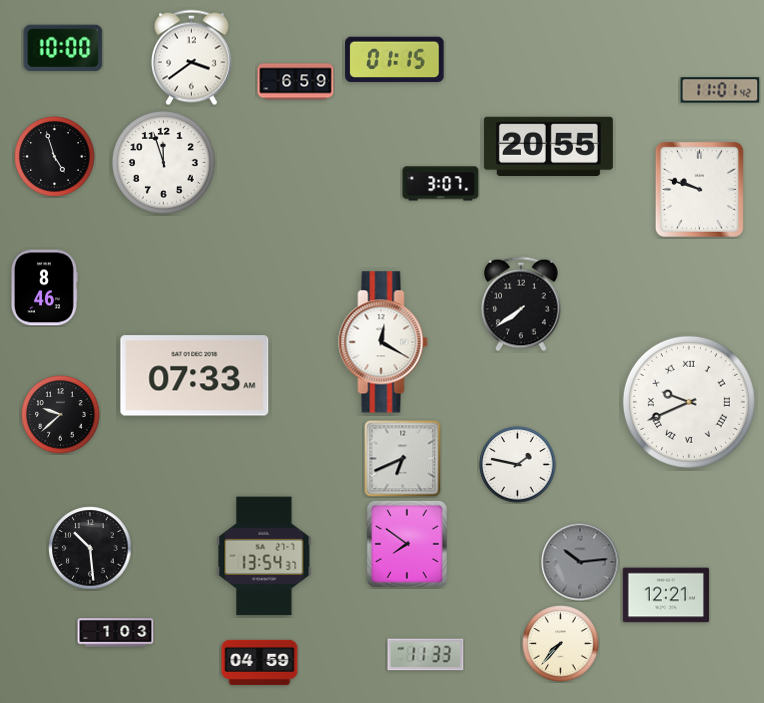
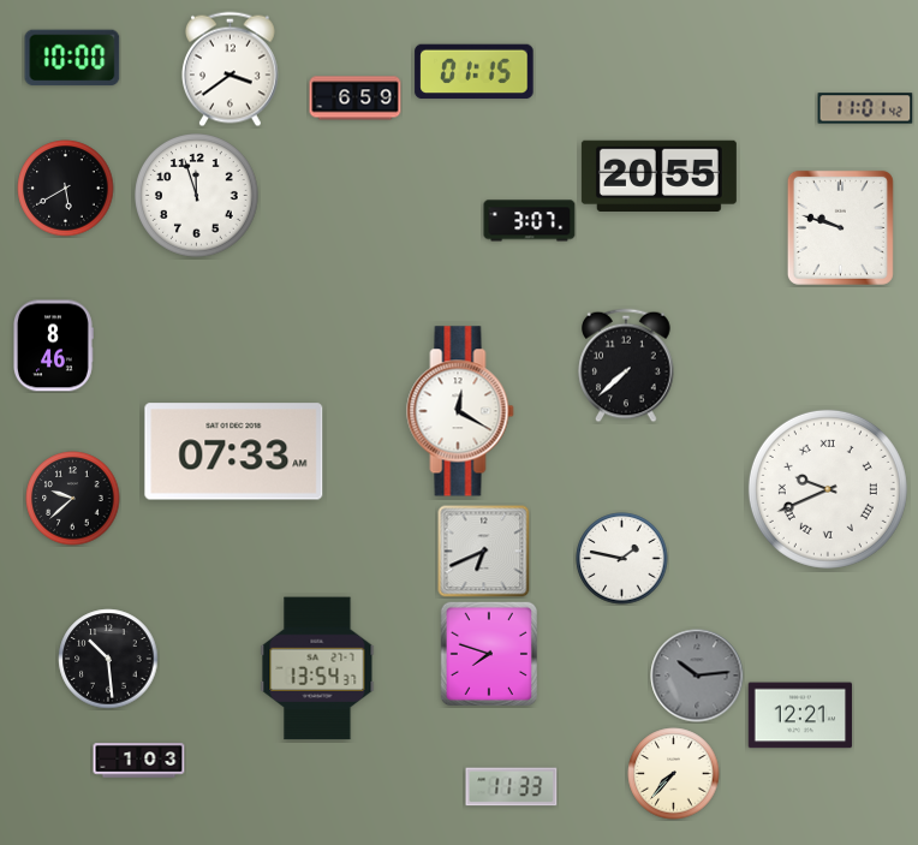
clock at (63, 48) position: (63, 48) -> (72, 58)
clock at (55, 157): 4:57 -> 5:40
clock at (521, 304): 7:39 -> 7:38
clock at (689, 402) position: (689, 402) -> (828, 489)
clock at (406, 543): 7:51 -> 7:48
clock at (260, 662): 04:59 -> none
